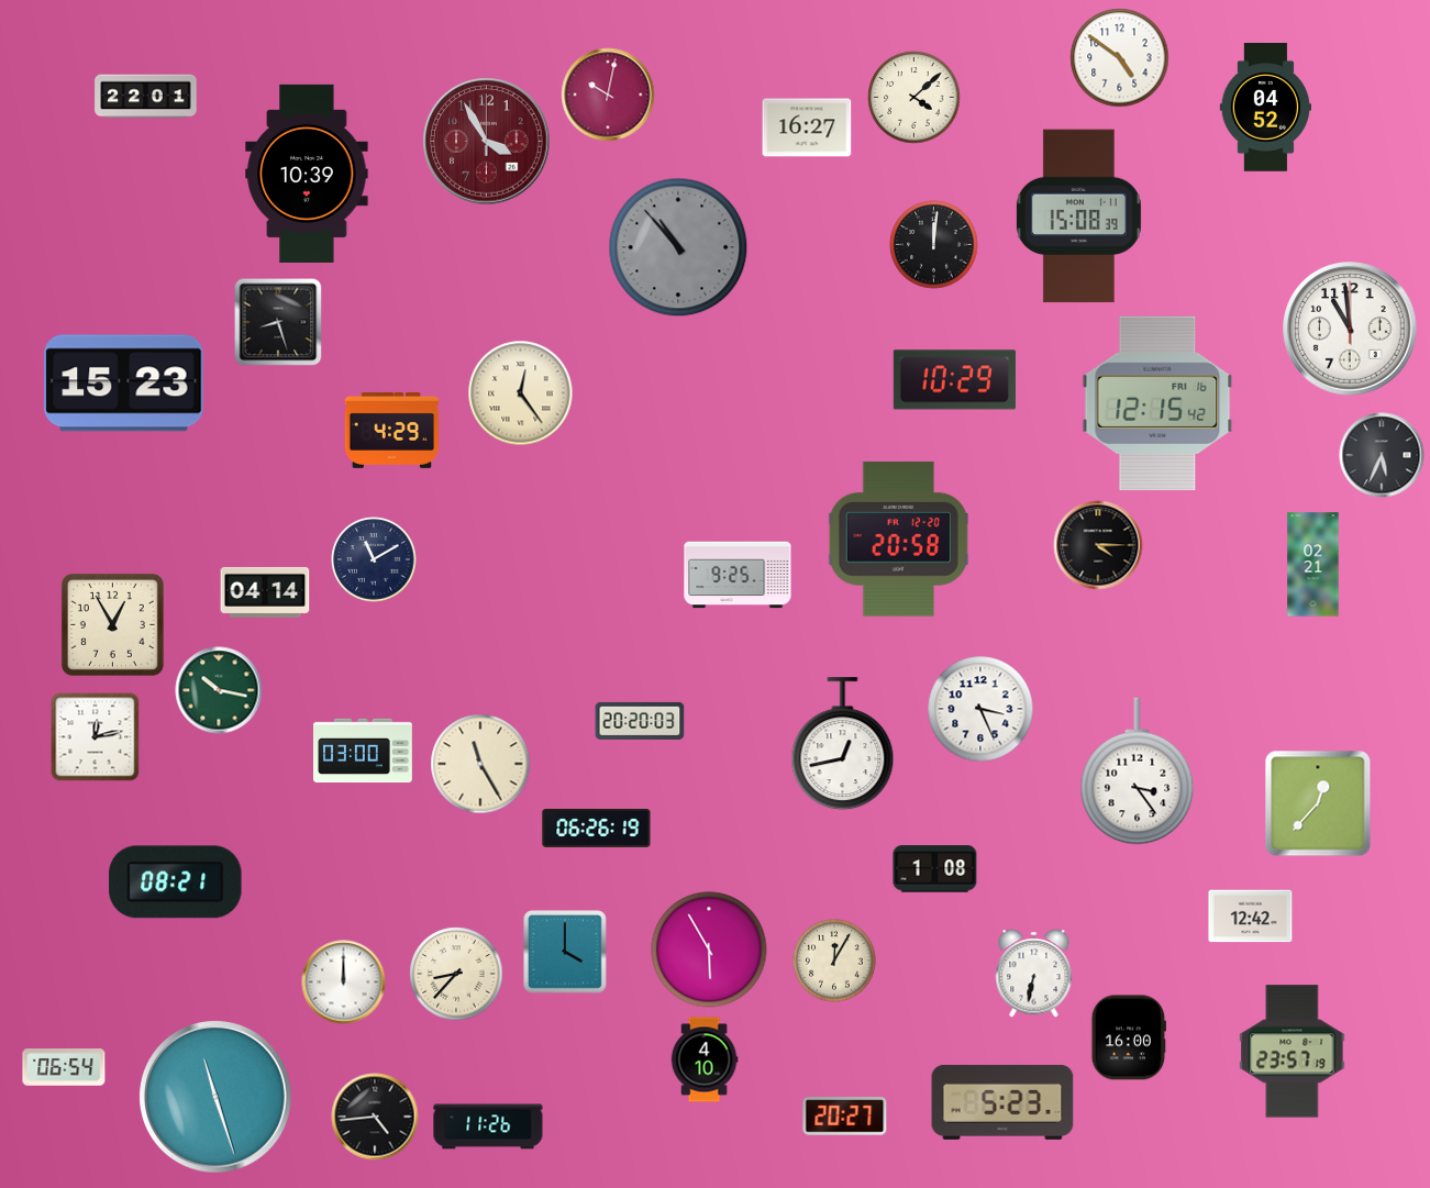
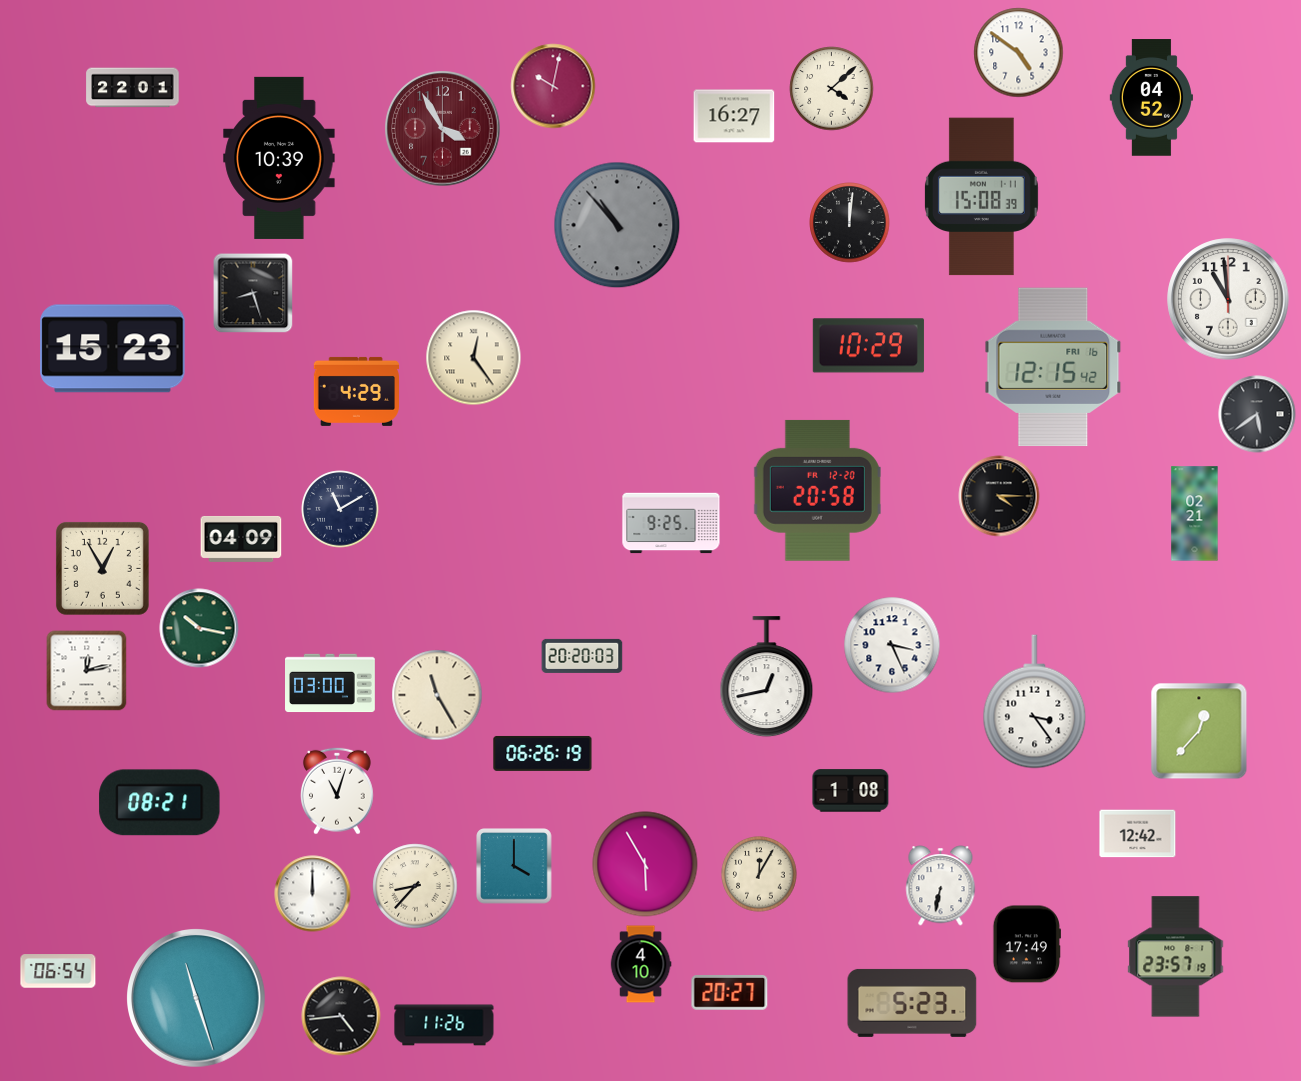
clock at (1382, 455): 5:34 -> 5:39
clock at (265, 592): 04:14 -> 04:09
clock at (338, 791): none -> 11:03
clock at (1129, 1037): 16:00 -> 17:49
clock at (845, 1117) position: (845, 1117) -> (730, 993)
